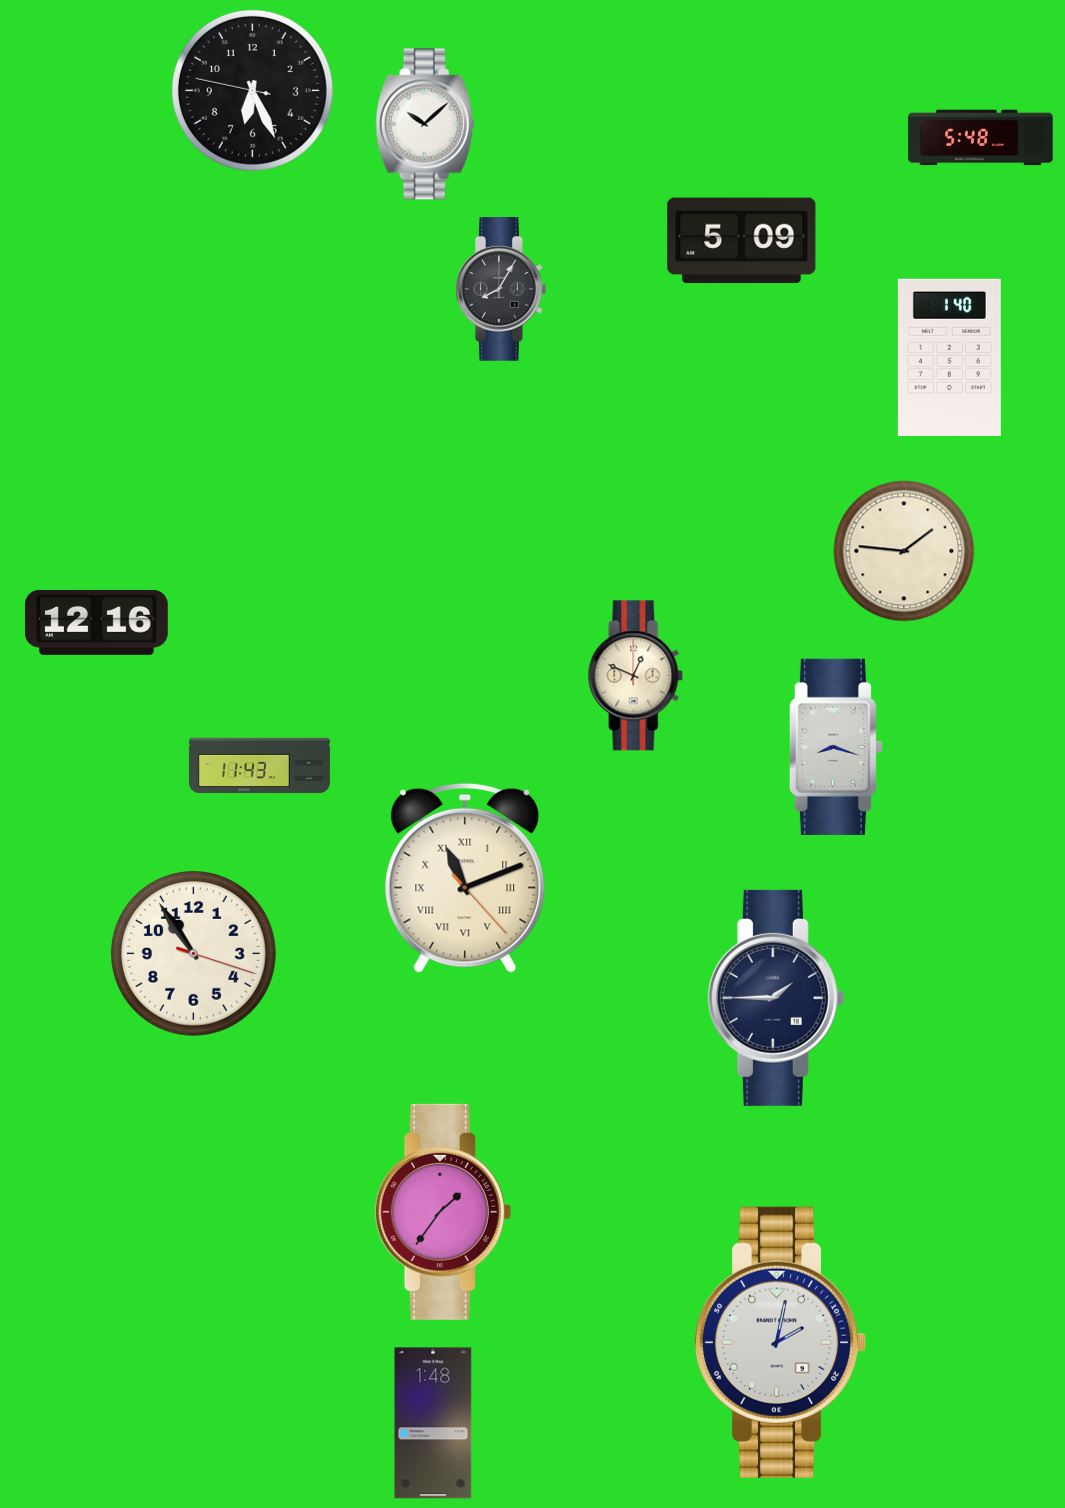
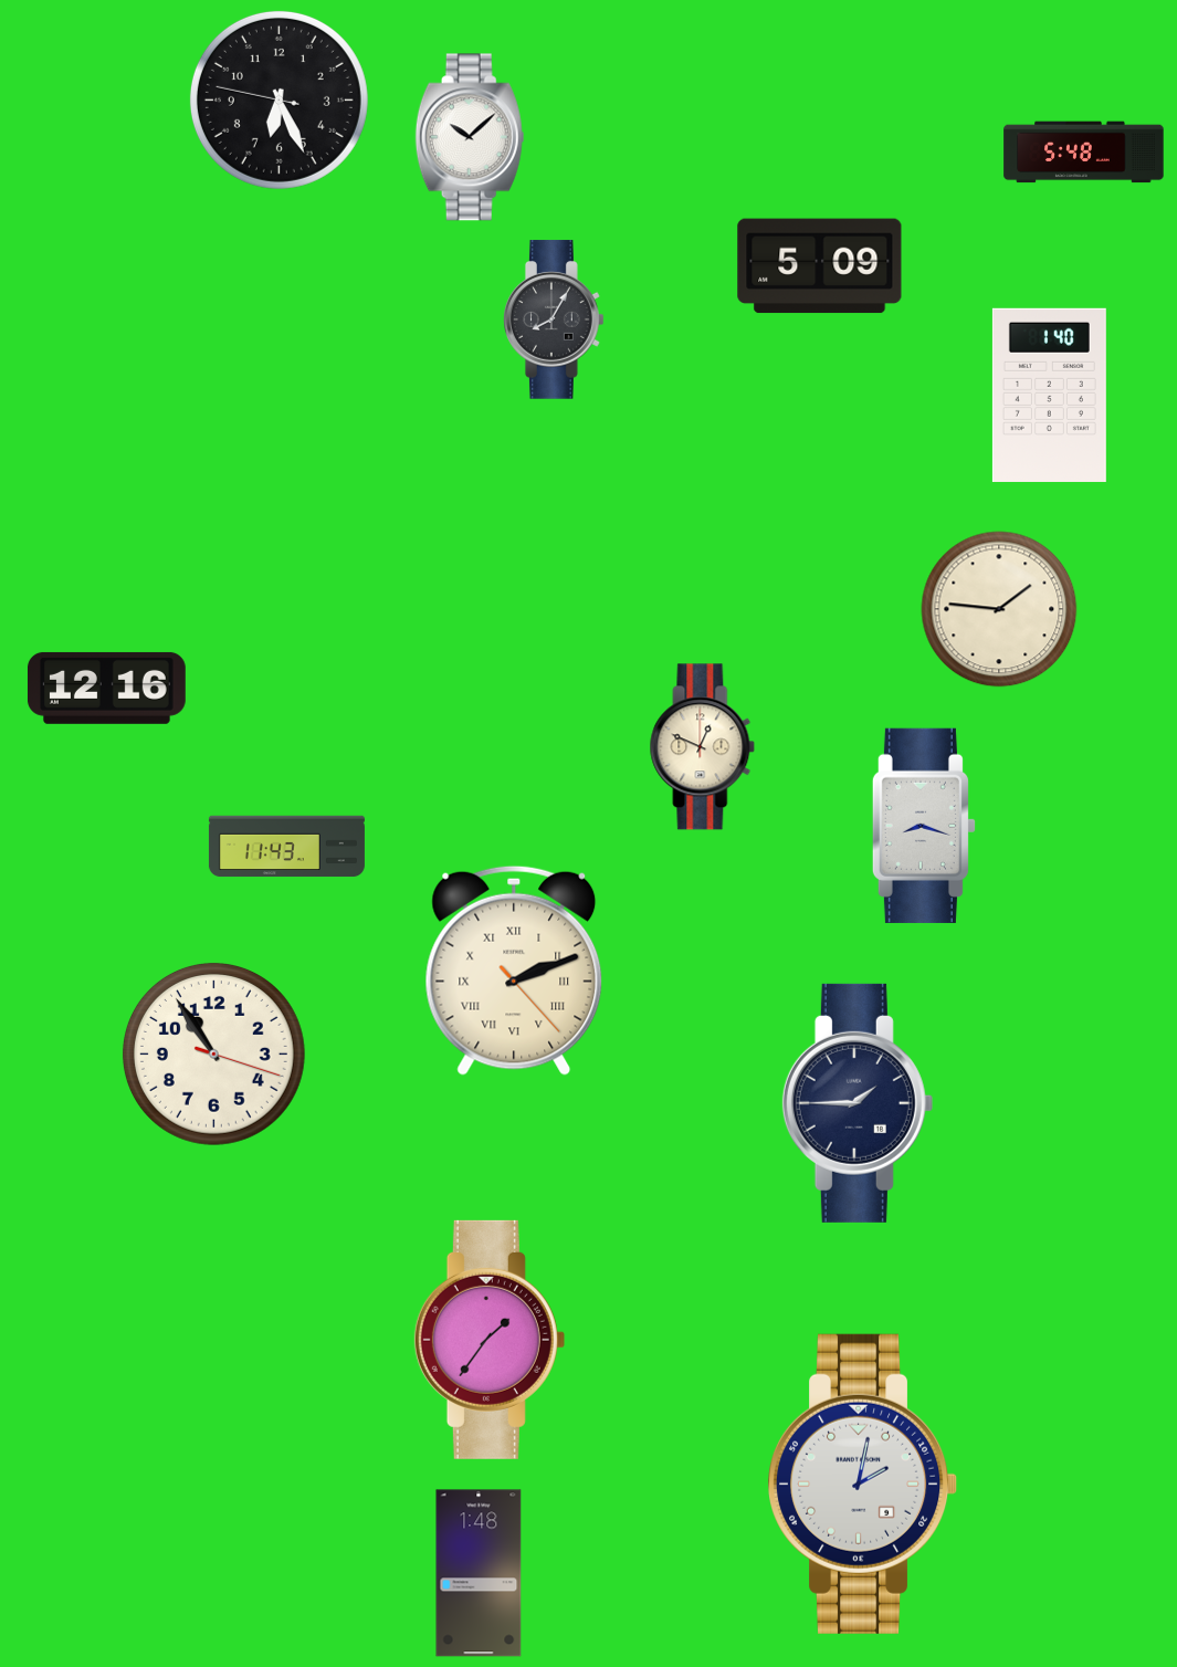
clock at (465, 878): 11:11 -> 2:11
